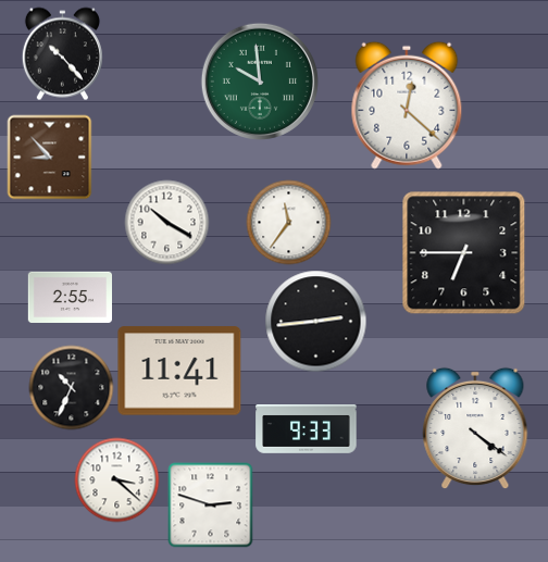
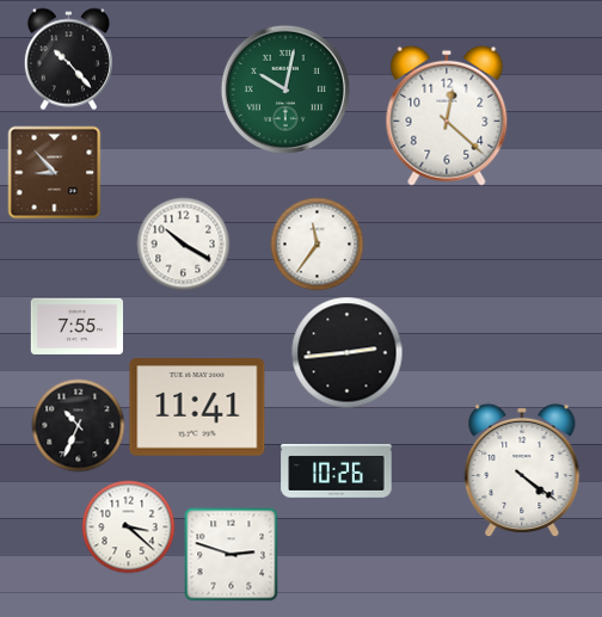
clock at (260, 82): 9:59 -> 10:02
clock at (464, 253): 6:45 -> none
clock at (70, 297): 2:55 -> 7:55
clock at (307, 429): 9:33 -> 10:26
